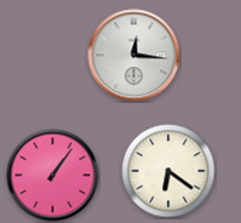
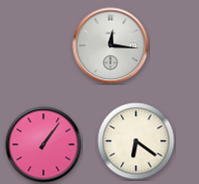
clock at (168, 171) position: (168, 171) -> (136, 141)
